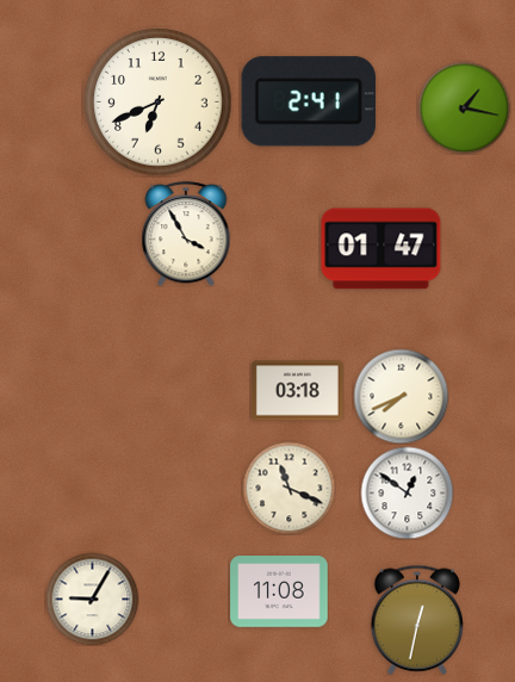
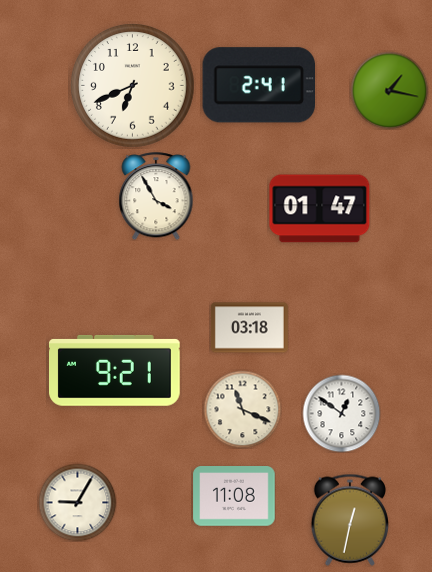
clock at (401, 396): 7:41 -> none
clock at (115, 370): none -> 9:21
